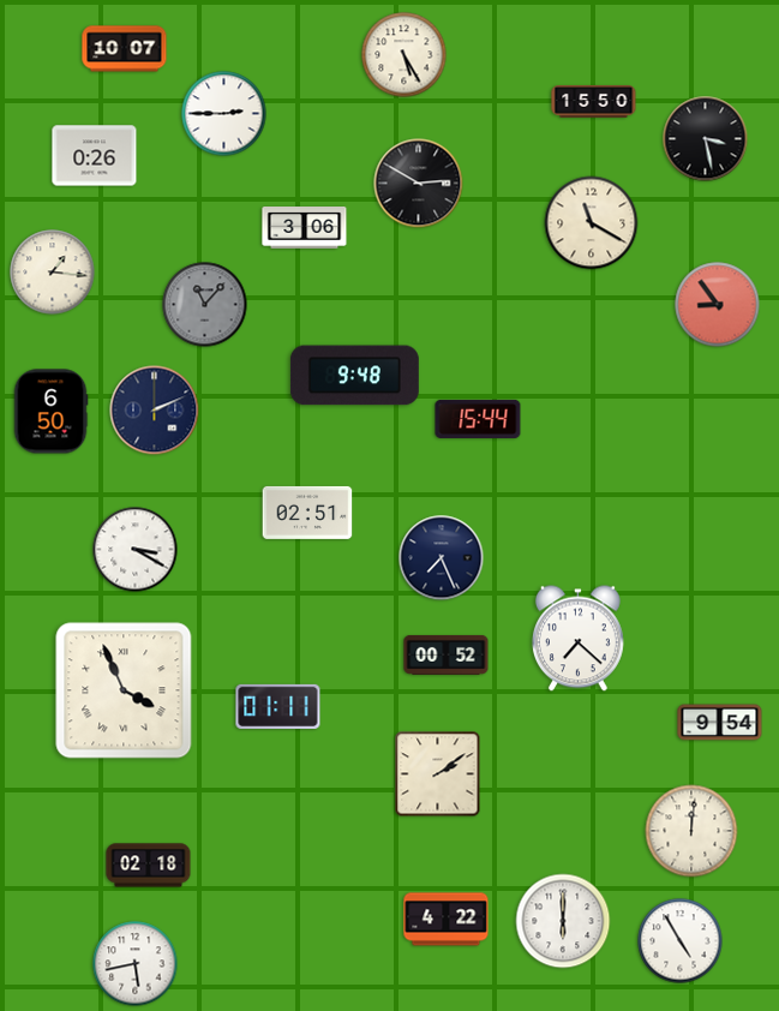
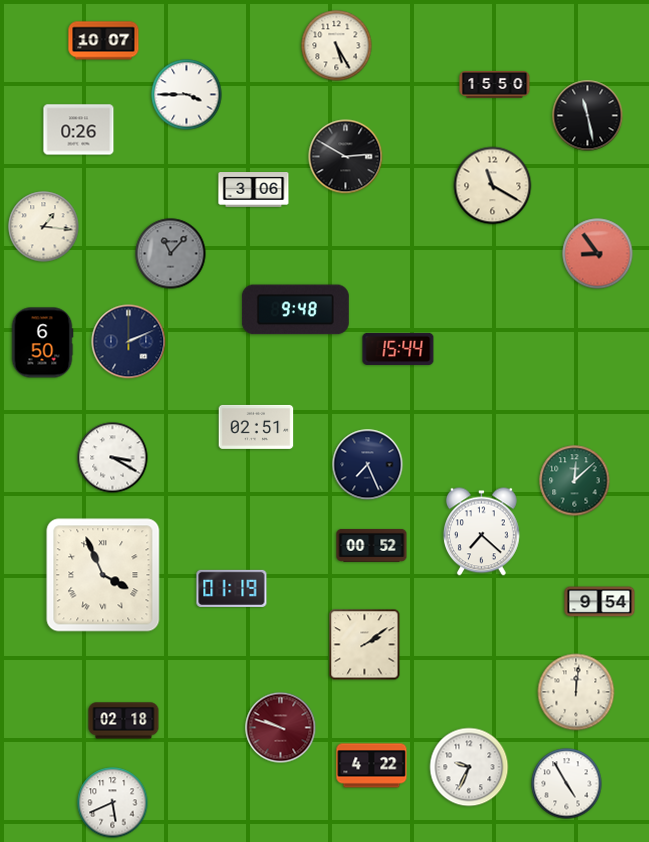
clock at (224, 114): 2:45 -> 3:45
clock at (706, 139): 3:28 -> 11:28
clock at (419, 184) position: (419, 184) -> (346, 157)
clock at (354, 376) position: (354, 376) -> (295, 310)
clock at (575, 481): none -> 12:08
clock at (278, 706): 01:11 -> 01:19
clock at (281, 728): none -> 9:48
clock at (563, 921): 6:00 -> 9:34
clock at (136, 964): 5:43 -> 5:41
